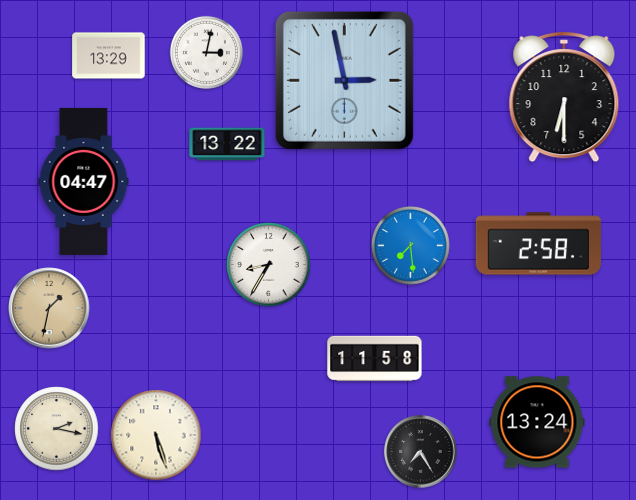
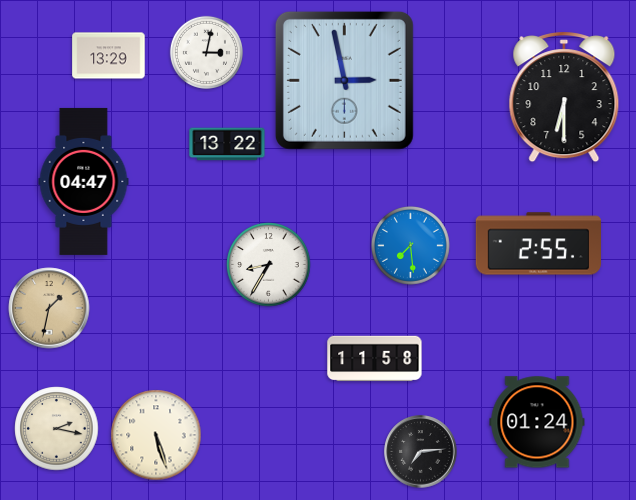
clock at (538, 244): 2:58 -> 2:55
clock at (537, 422): 13:24 -> 01:24
clock at (421, 452): 7:25 -> 7:14
